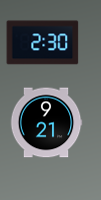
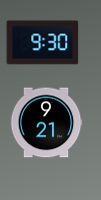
clock at (43, 43): 2:30 -> 9:30
